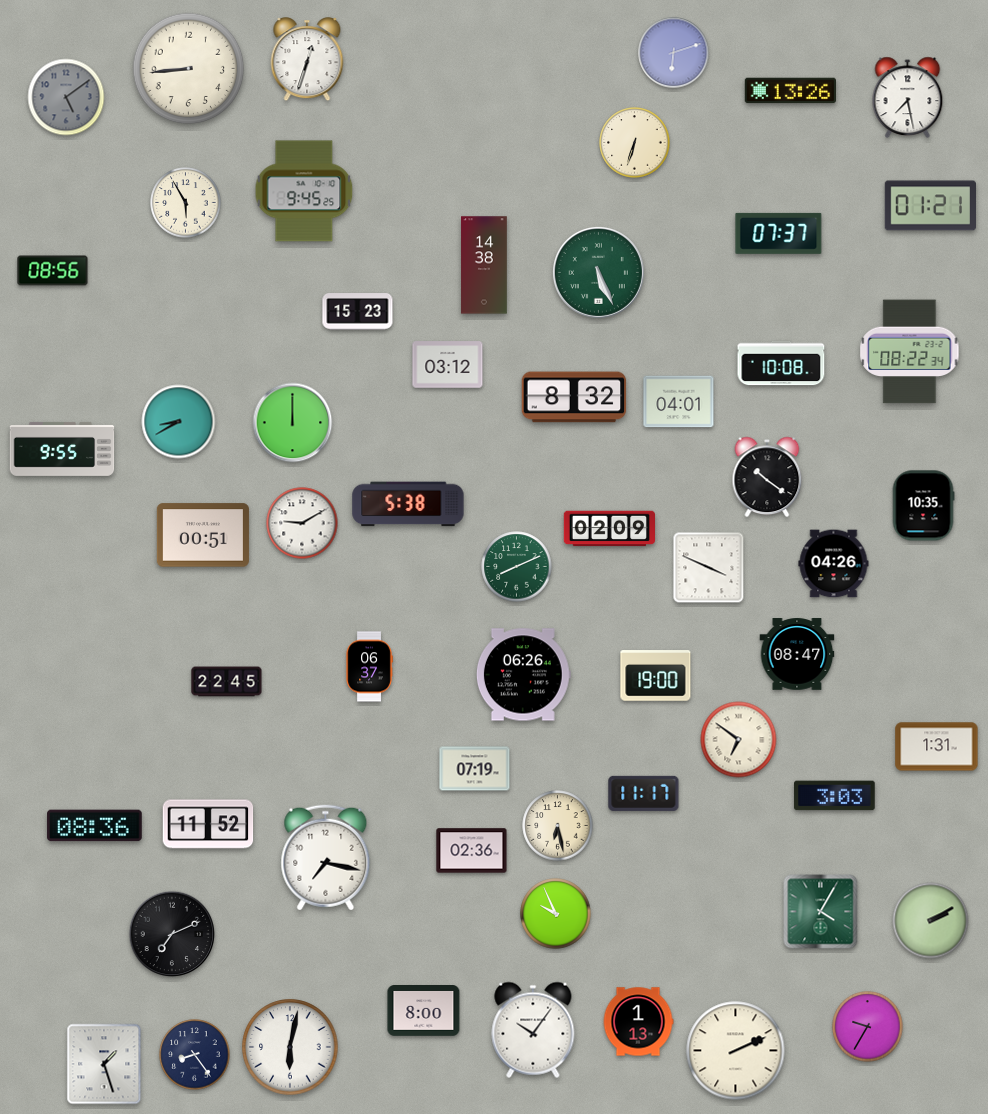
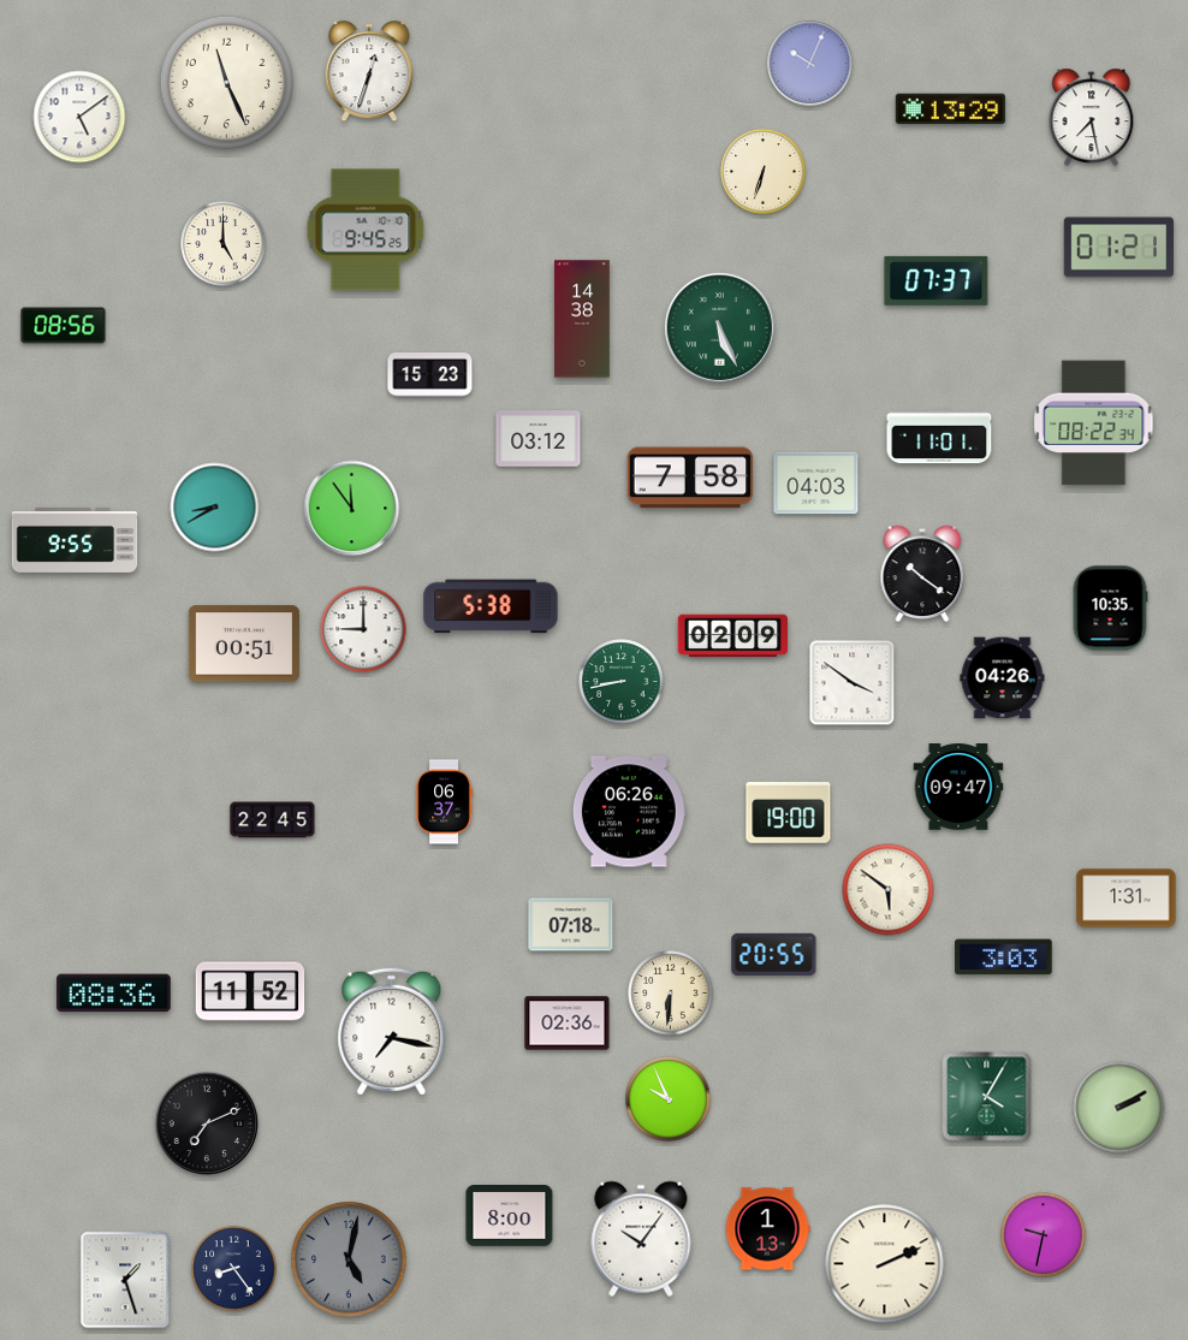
clock at (674, 53): 6:12 -> 10:04
clock at (189, 69): 8:44 -> 11:26
clock at (790, 91): 13:26 -> 13:29
clock at (66, 97) dial: grey -> white
clock at (186, 203): 5:55 -> 5:00
clock at (781, 363): 10:08 -> 11:01
clock at (574, 397): 8:32 -> 7:58
clock at (679, 402): 04:01 -> 04:03
clock at (293, 423): 12:00 -> 11:54
clock at (302, 523): 9:10 -> 9:00
clock at (517, 567): 8:11 -> 8:43
clock at (709, 568): 3:49 -> 3:51
clock at (797, 654): 08:47 -> 09:47
clock at (739, 740): 6:51 -> 5:51
clock at (475, 769): 07:19 -> 07:18
clock at (644, 793): 11:17 -> 20:55
clock at (558, 826): 6:28 -> 6:31
clock at (868, 1027): 9:35 -> 9:32
clock at (290, 1047): 6:02 -> 5:02
clock at (290, 1047) dial: white -> grey
